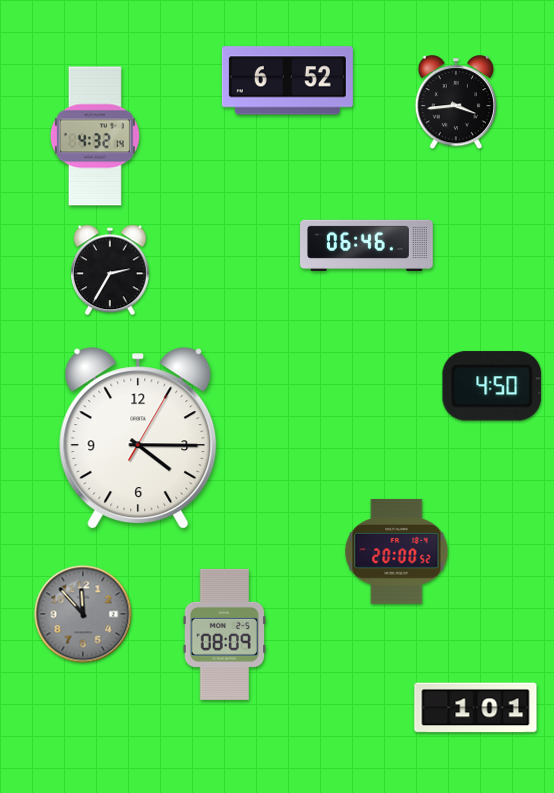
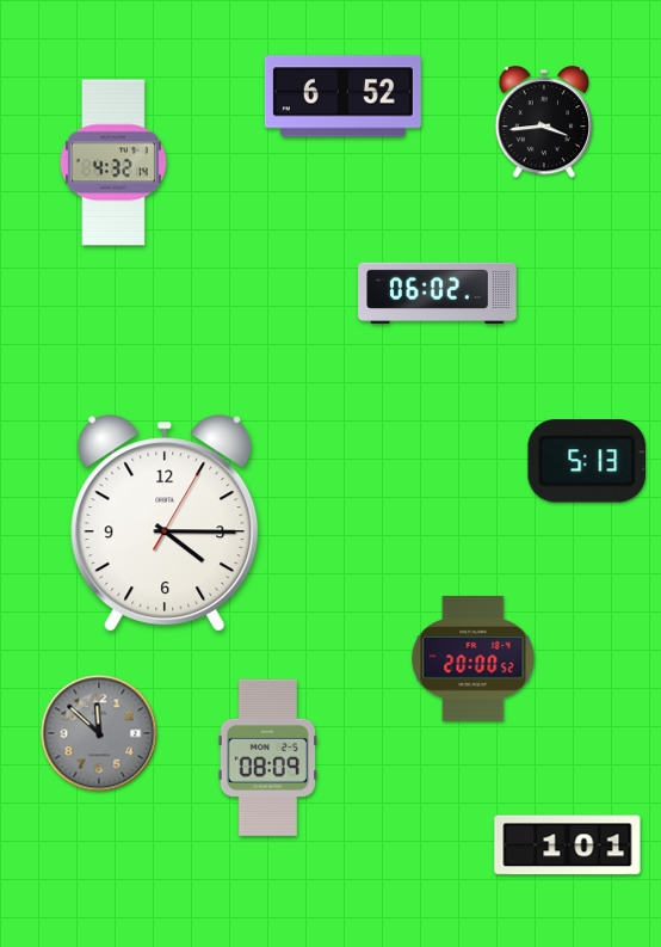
clock at (367, 245): 06:46 -> 06:02
clock at (110, 270): 2:35 -> none
clock at (492, 386): 4:50 -> 5:13
clock at (83, 614): 11:53 -> 11:52
